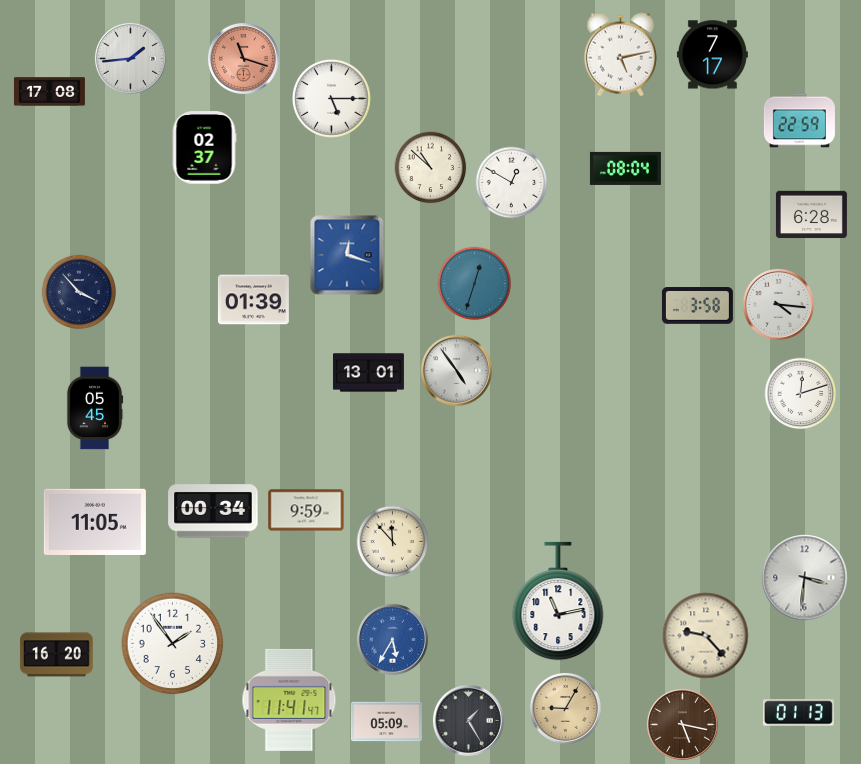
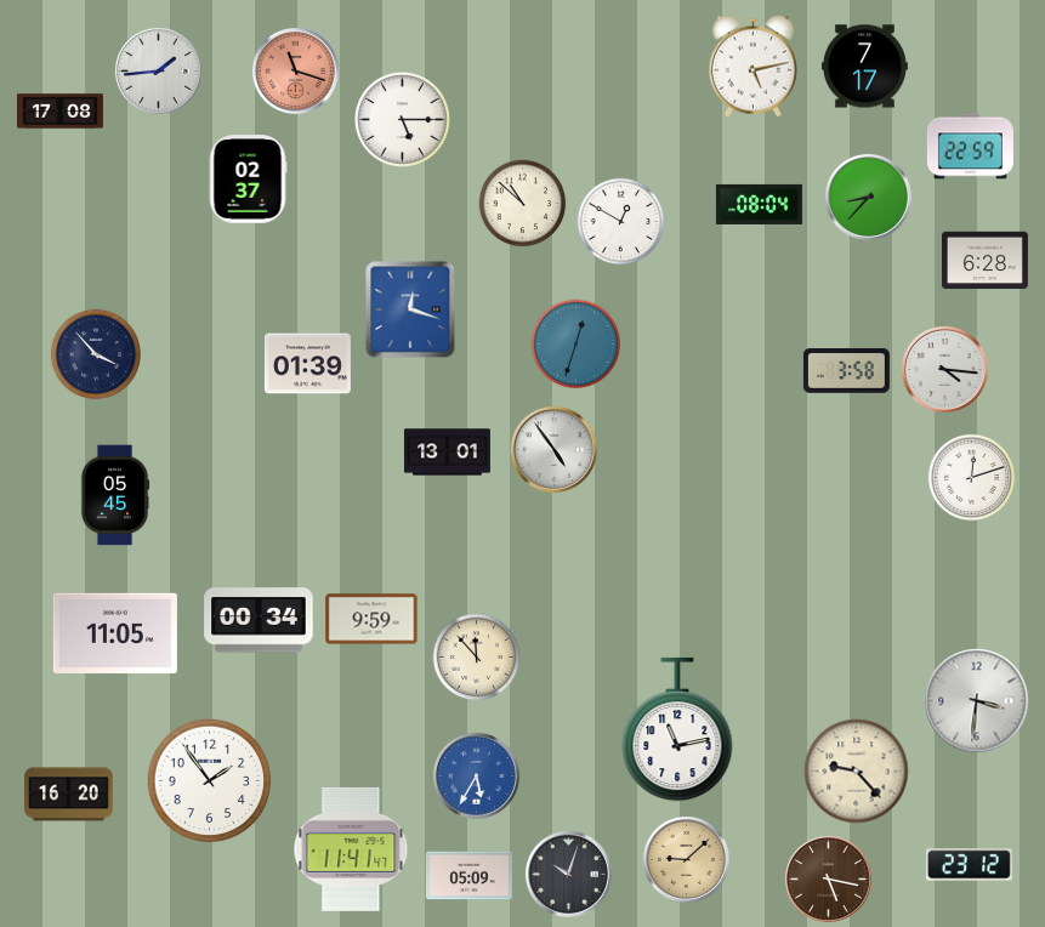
clock at (868, 197): none -> 8:37
clock at (347, 255) position: (347, 255) -> (410, 309)
clock at (565, 708): 9:05 -> 9:08
clock at (798, 713): 01:13 -> 23:12
clock at (468, 720): 1:25 -> 10:03
